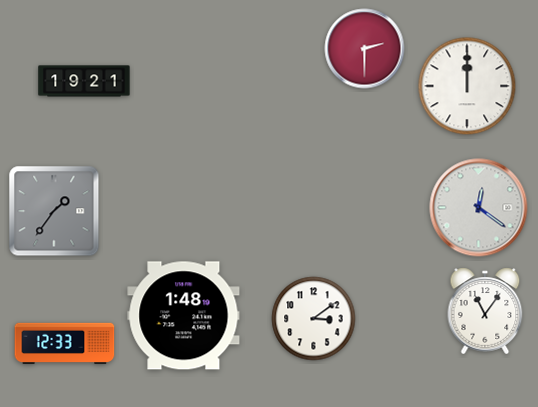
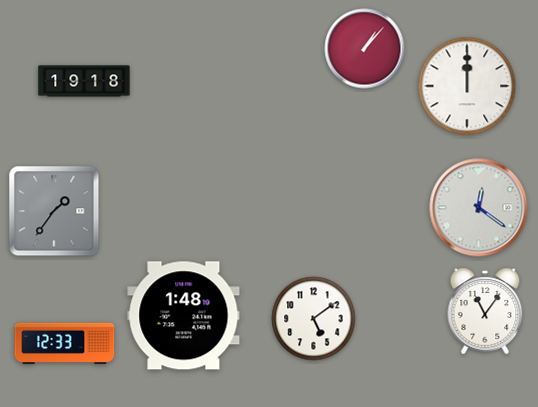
clock at (365, 49): 2:30 -> 1:07
clock at (84, 81): 19:21 -> 19:18
clock at (314, 319): 3:09 -> 5:09
